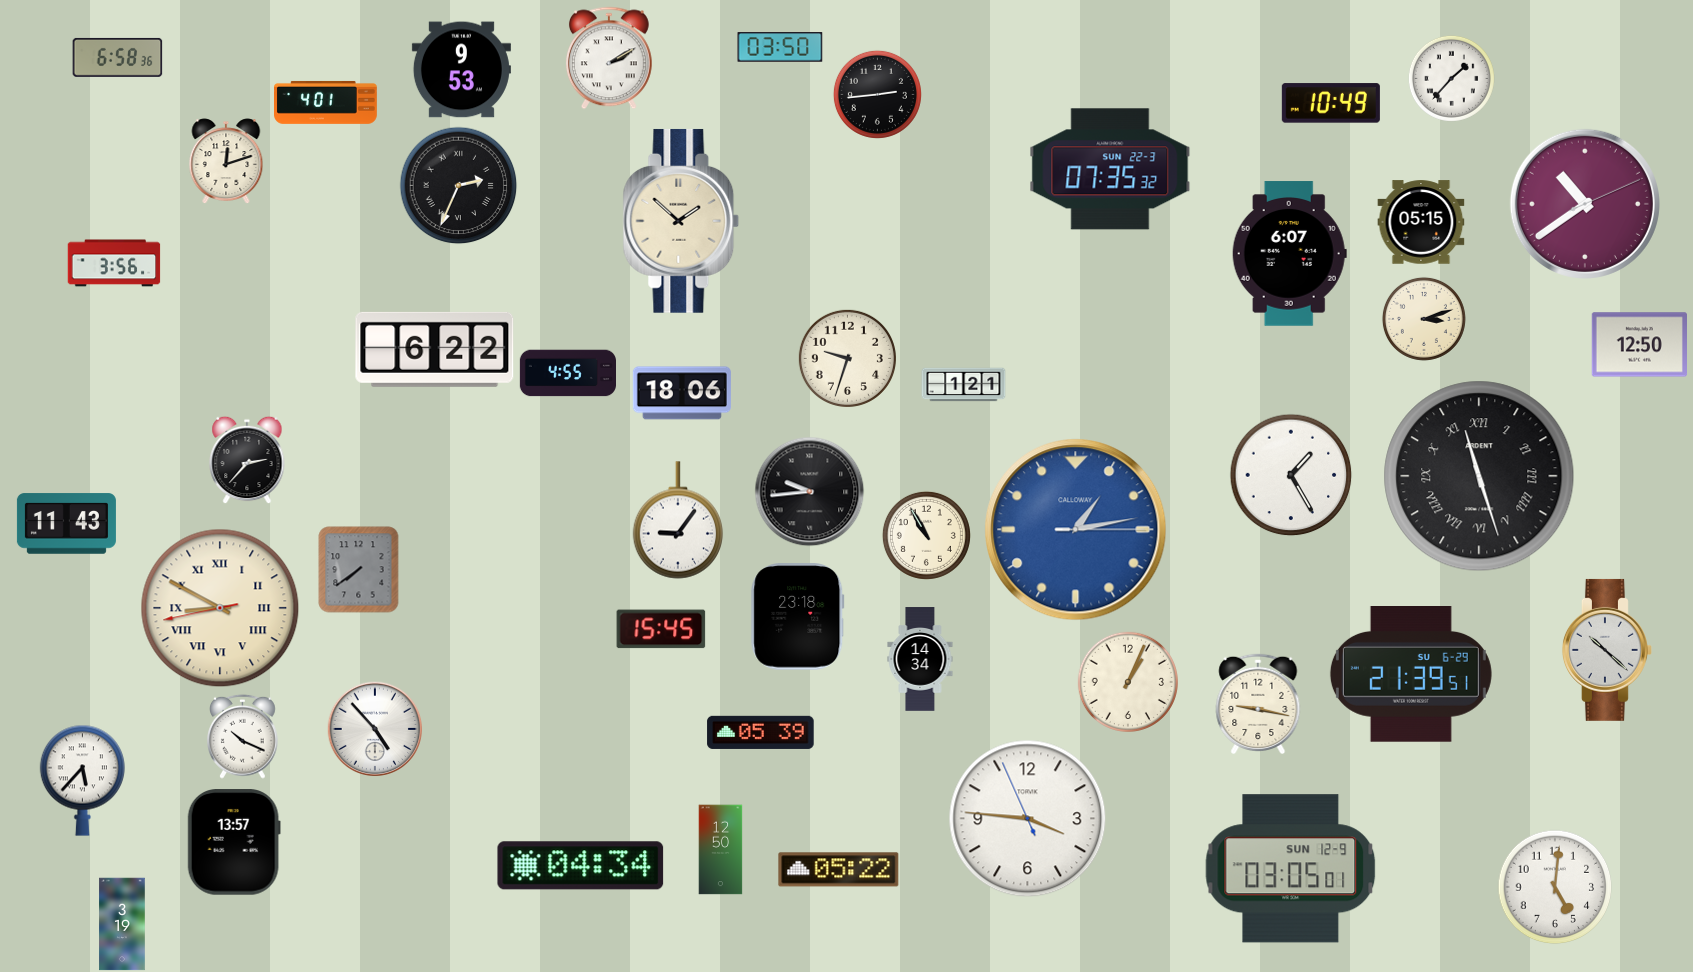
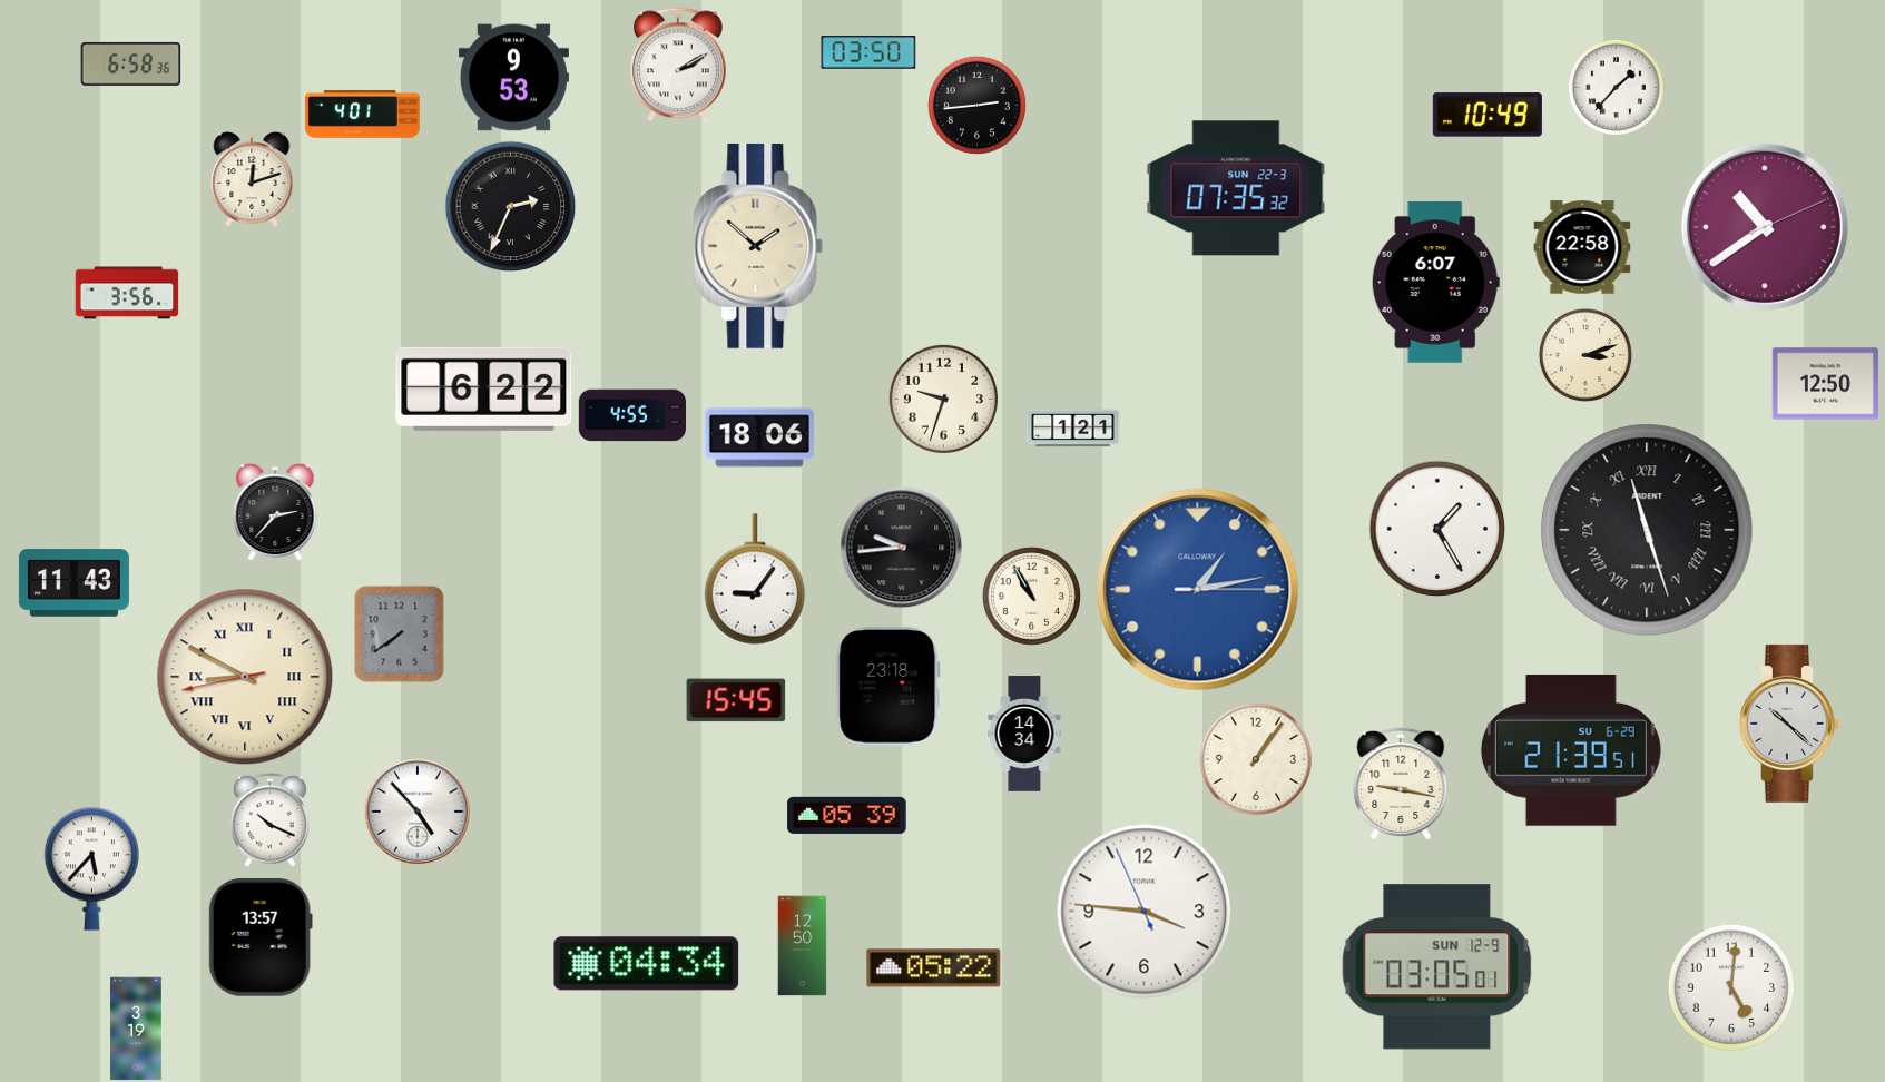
clock at (1331, 103) position: (1331, 103) -> (1488, 115)
clock at (1421, 222): 05:15 -> 22:58
clock at (1128, 682): 1:04 -> 1:06
